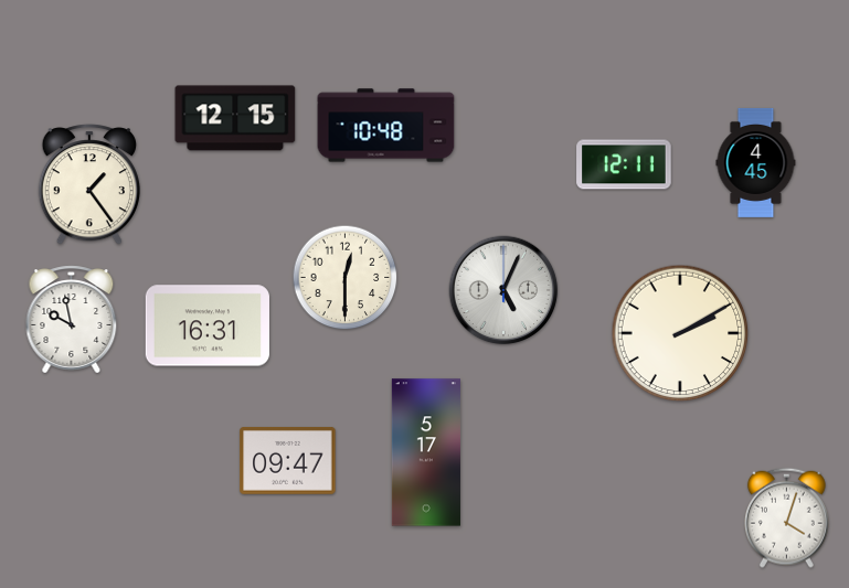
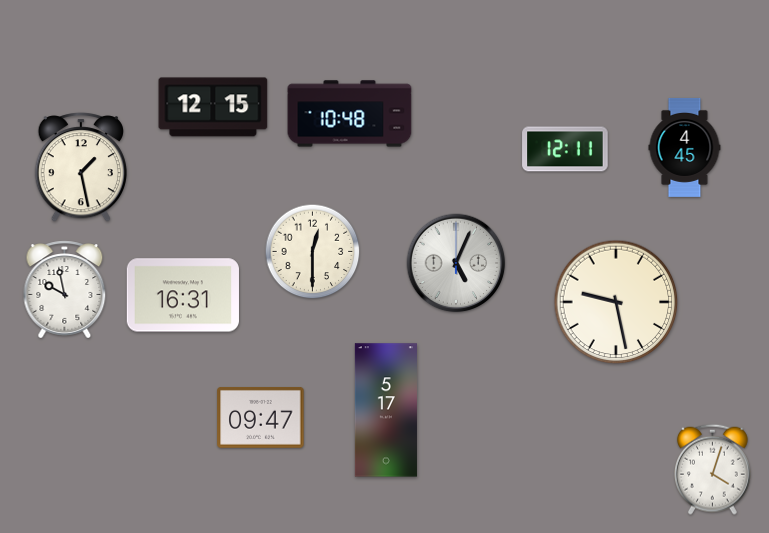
clock at (88, 184): 1:24 -> 1:28
clock at (208, 325) position: (208, 325) -> (183, 295)
clock at (680, 333): 2:10 -> 9:28
